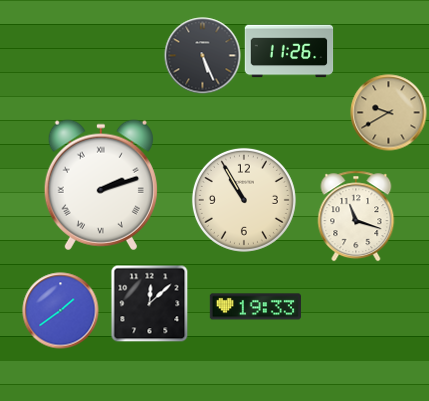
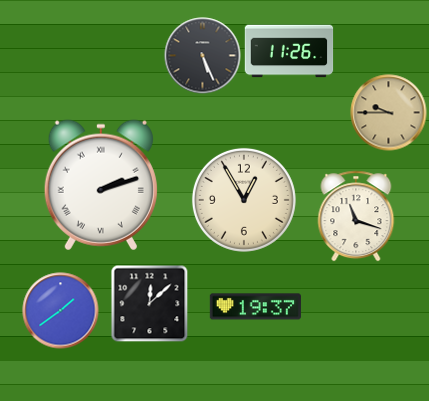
clock at (389, 113): 9:40 -> 9:45
clock at (244, 200): 10:55 -> 12:55
clock at (255, 307): 19:33 -> 19:37
